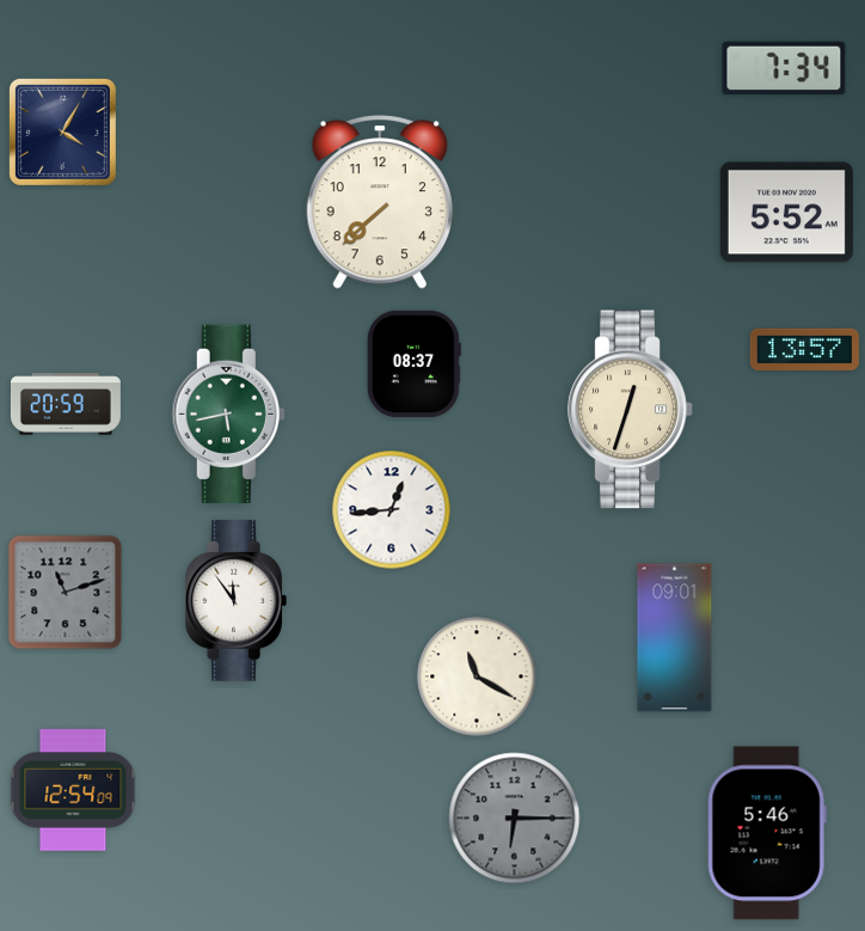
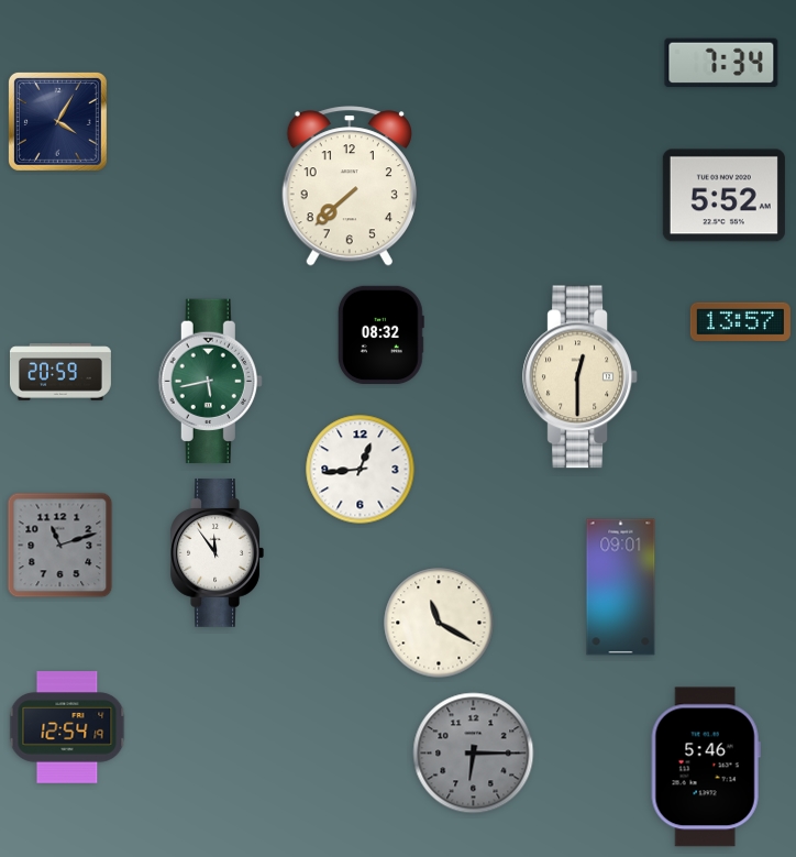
clock at (413, 363): 08:37 -> 08:32
clock at (631, 410): 12:33 -> 12:30
clock at (73, 790): 12:54:09 -> 12:54:19
